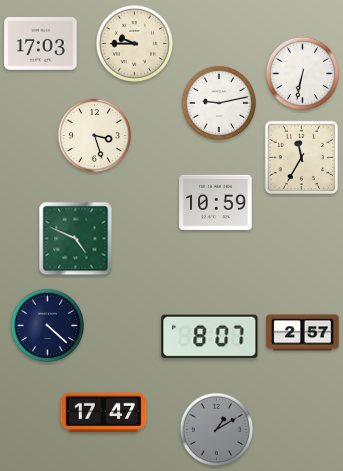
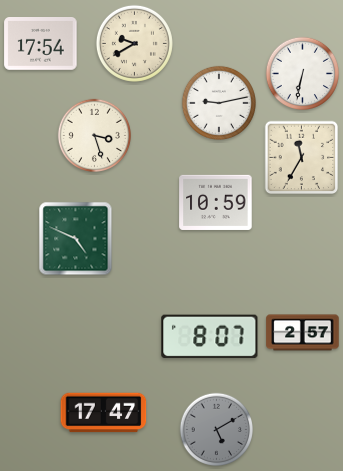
clock at (134, 43): 9:45 -> 9:40
clock at (41, 44): 17:03 -> 17:54
clock at (47, 325): 4:22 -> none
clock at (216, 429): 1:10 -> 5:10
